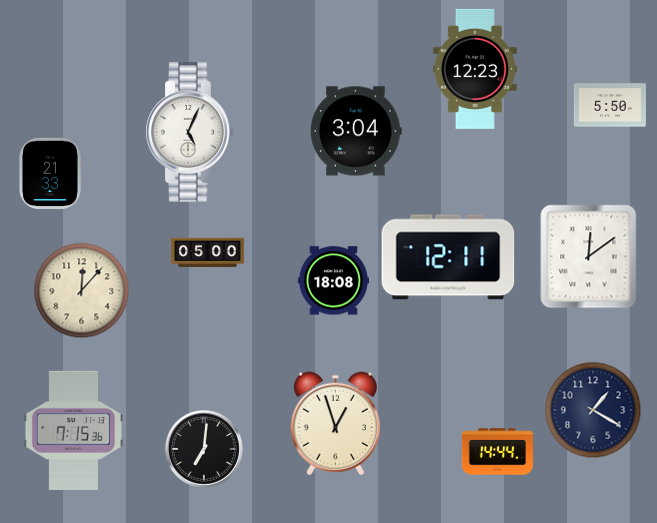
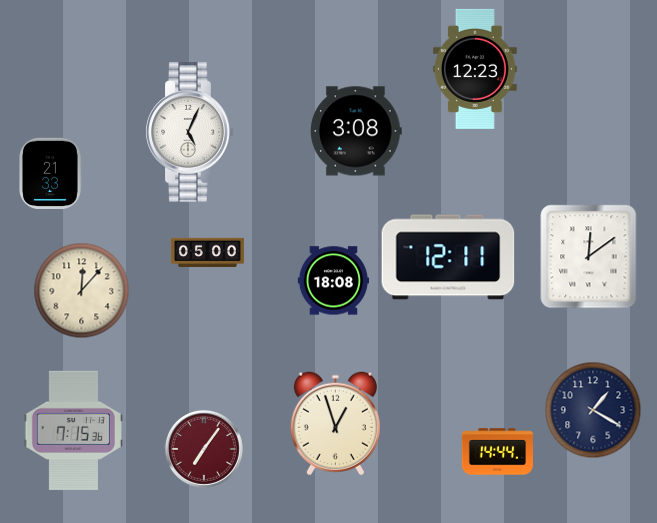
clock at (610, 105): 5:50 -> none
clock at (357, 131): 3:04 -> 3:08
clock at (204, 449): 7:01 -> 7:06
clock at (204, 449) dial: black -> burgundy
